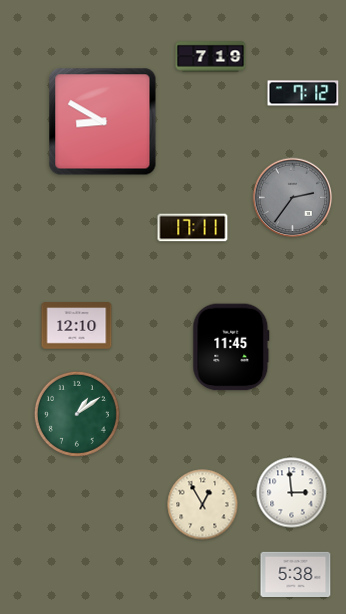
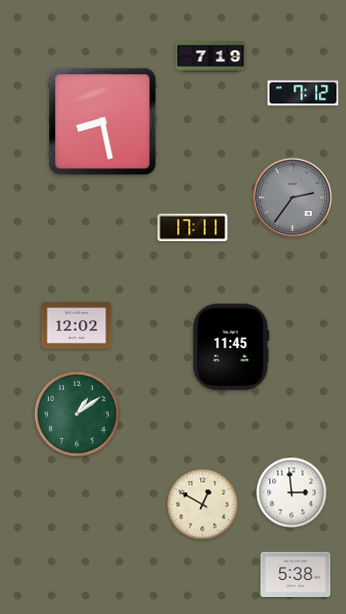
clock at (103, 122): 8:50 -> 8:28
clock at (77, 326): 12:10 -> 12:02
clock at (203, 505): 12:55 -> 12:50
